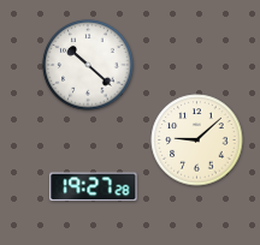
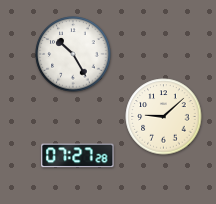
clock at (88, 65): 10:22 -> 10:25
clock at (94, 187): 19:27 -> 07:27
